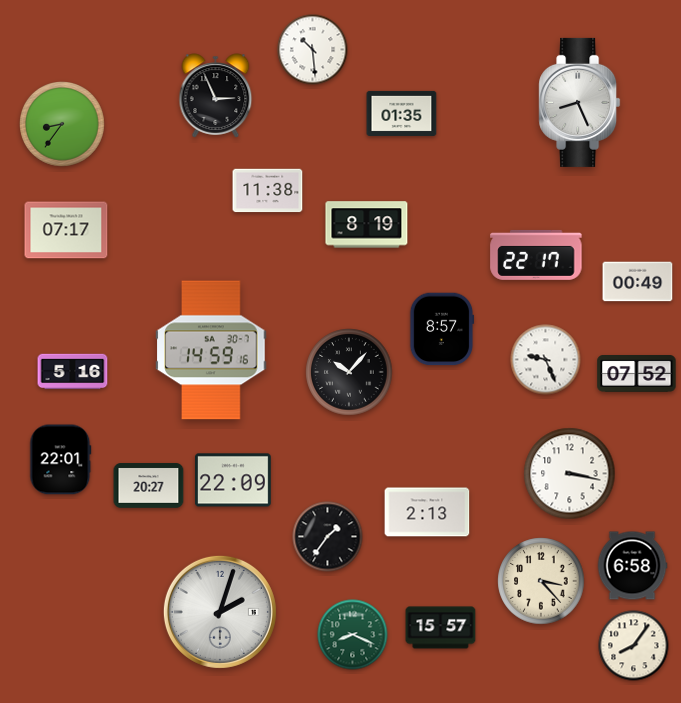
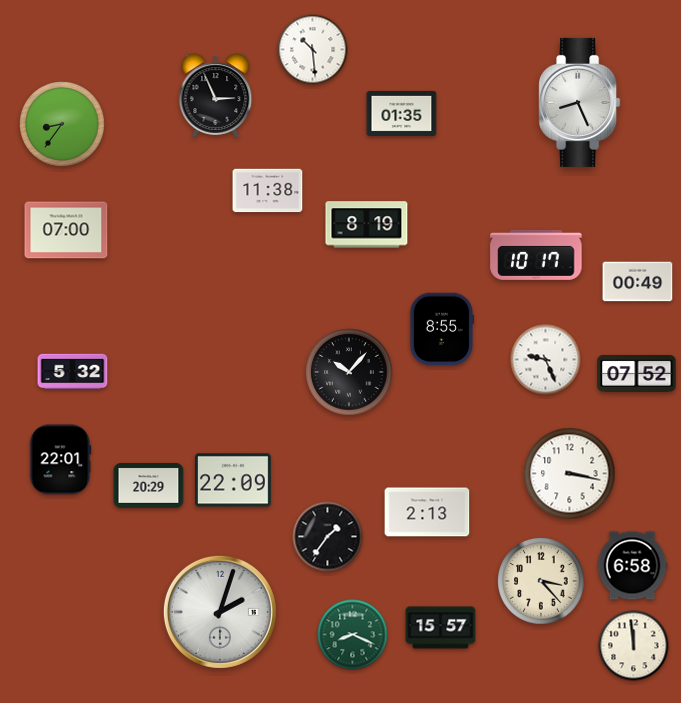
clock at (66, 230): 07:17 -> 07:00
clock at (536, 255): 22:17 -> 10:17
clock at (442, 329): 8:57 -> 8:55
clock at (211, 350): 14:59 -> none
clock at (73, 372): 5:16 -> 5:32
clock at (149, 486): 20:27 -> 20:29
clock at (634, 646): 8:06 -> 11:59
